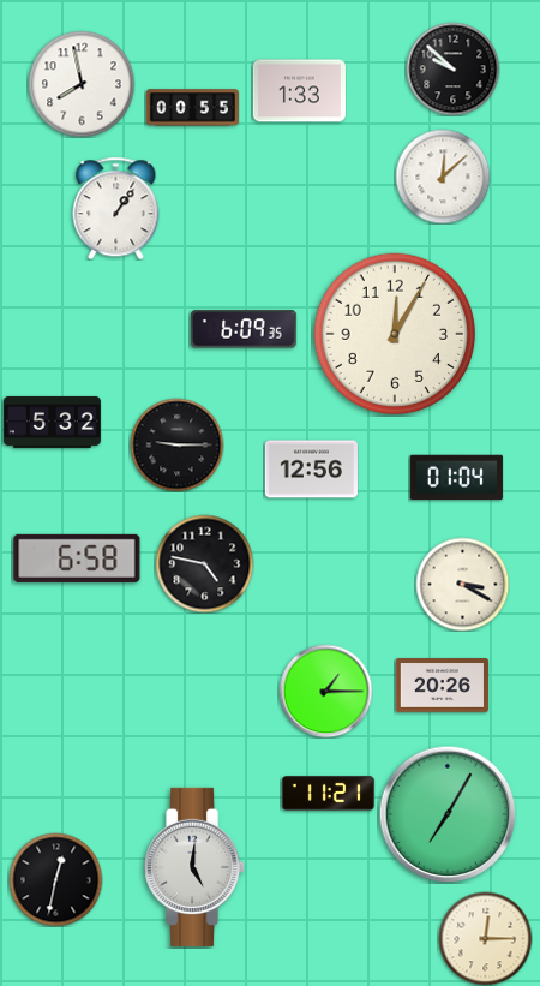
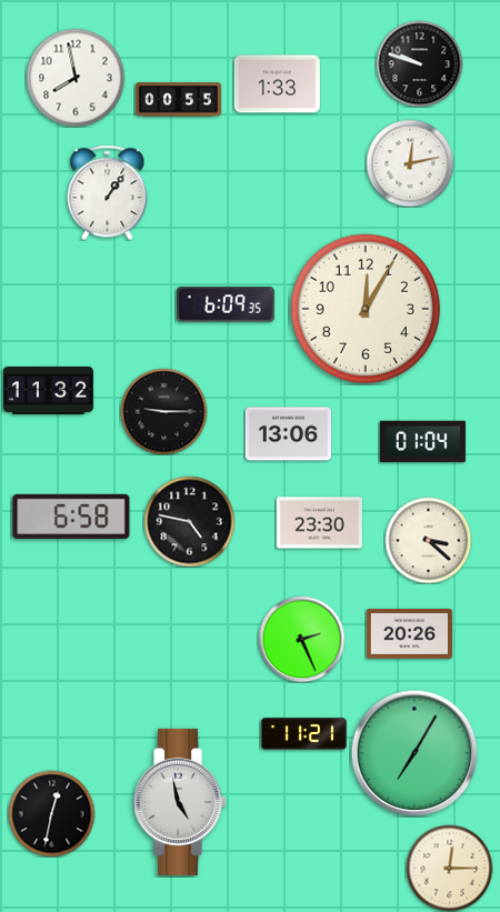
clock at (452, 68): 9:52 -> 9:48
clock at (443, 177): 12:08 -> 12:13
clock at (52, 422): 5:32 -> 11:32
clock at (311, 470): 12:56 -> 13:06
clock at (319, 523): none -> 23:30
clock at (462, 584): 3:20 -> 3:22
clock at (325, 691): 1:15 -> 2:26
clock at (196, 867): 5:01 -> 4:58
